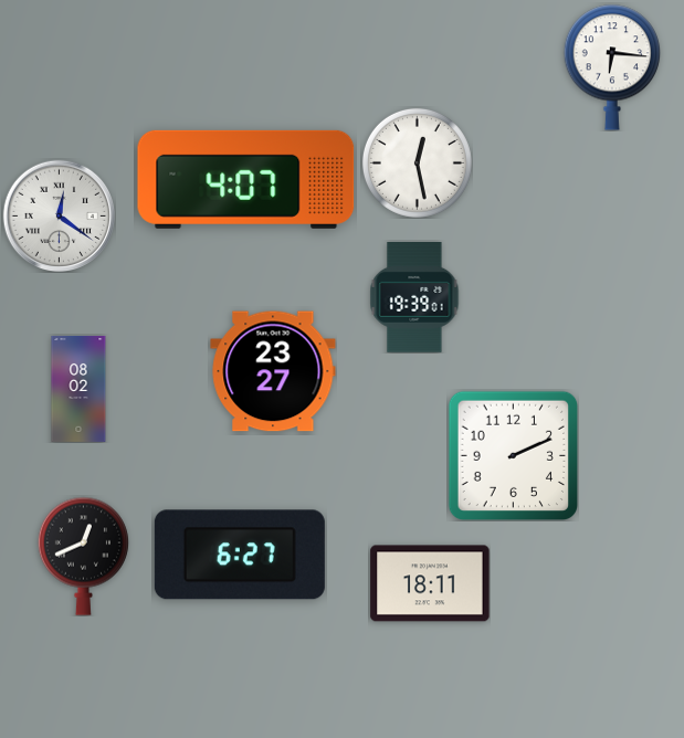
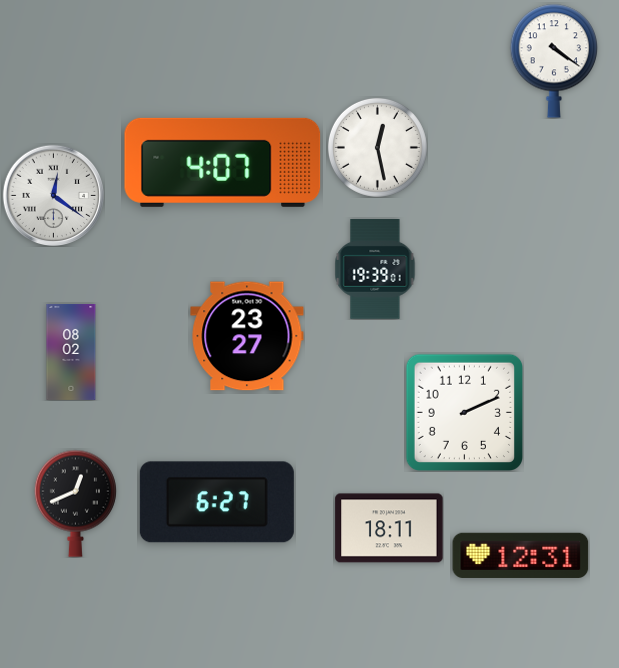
clock at (612, 67): 6:16 -> 4:21
clock at (521, 555): none -> 12:31
